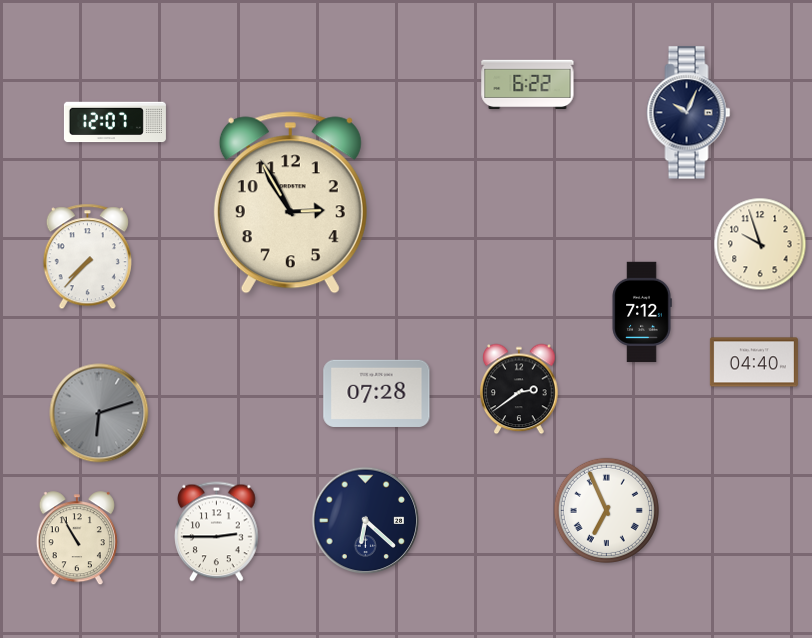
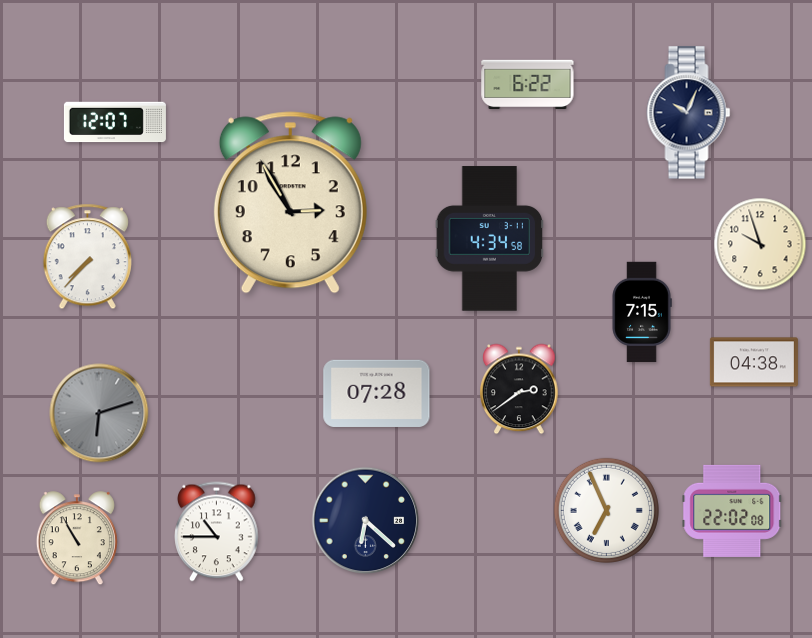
clock at (490, 239): none -> 4:34
clock at (642, 312): 7:12 -> 7:15
clock at (754, 362): 04:40 -> 04:38
clock at (732, 511): none -> 22:02
clock at (217, 532): 2:45 -> 10:45
